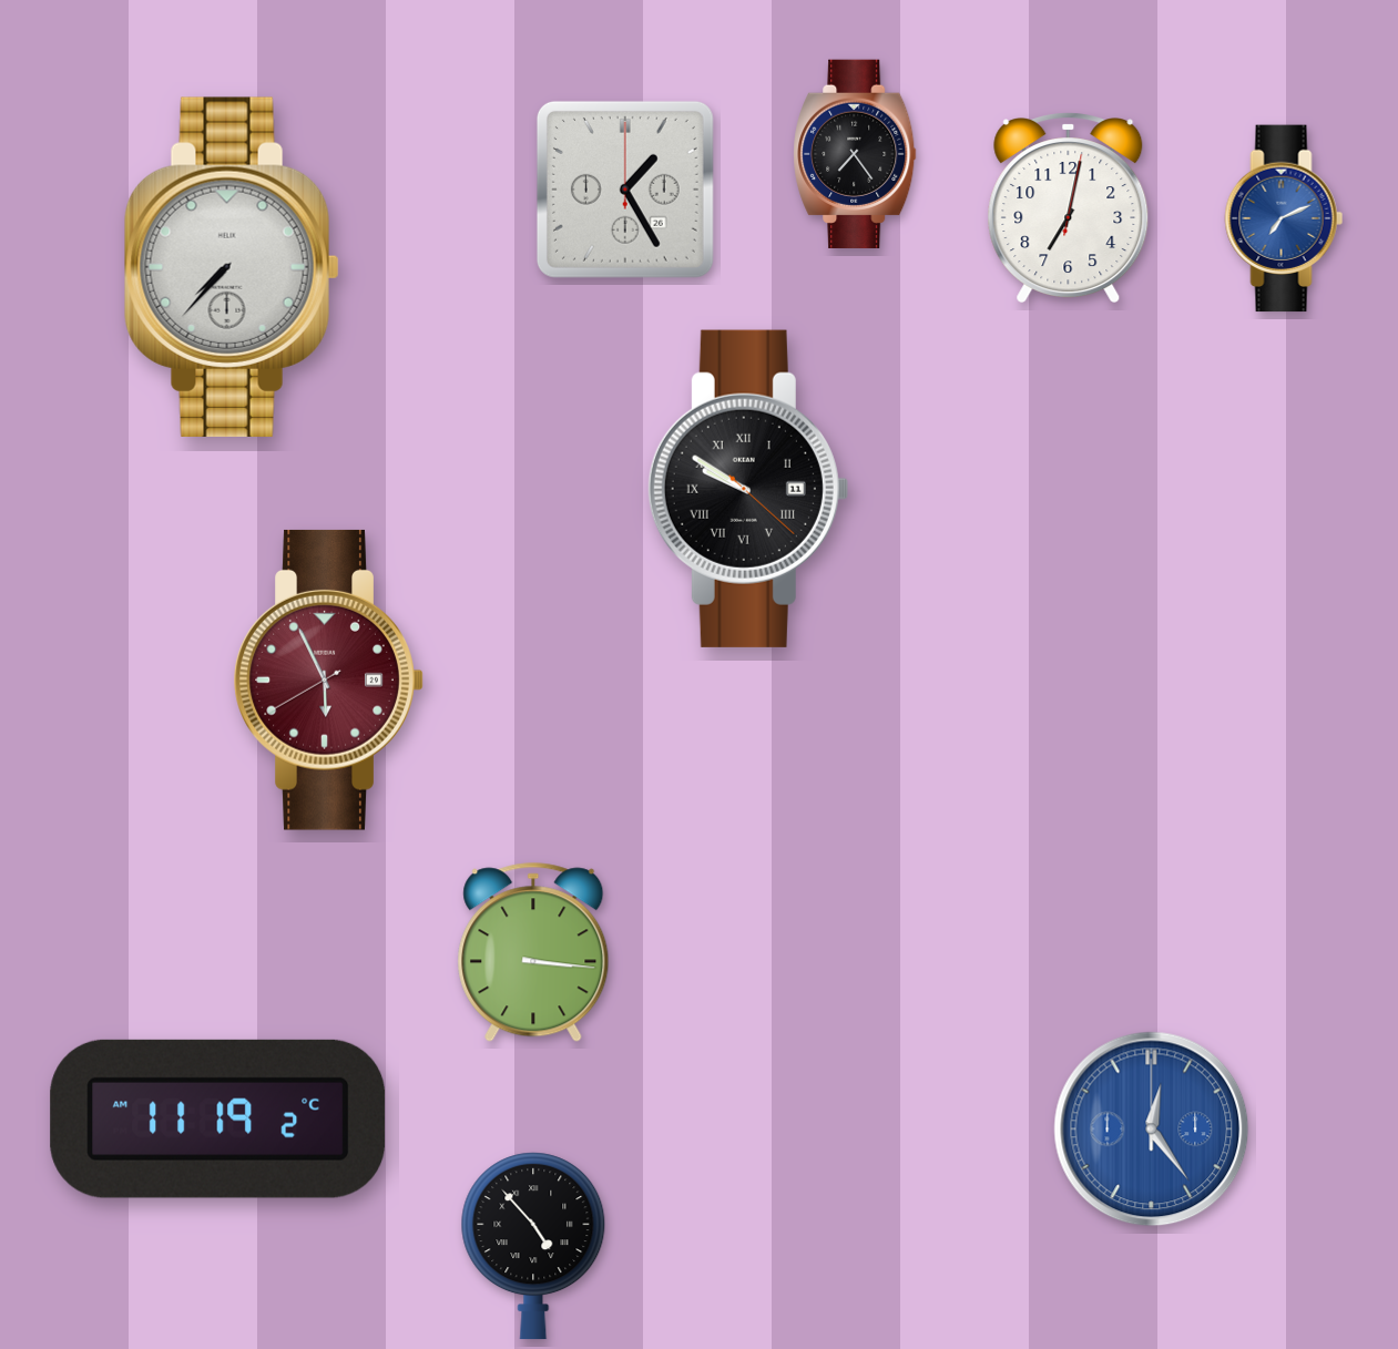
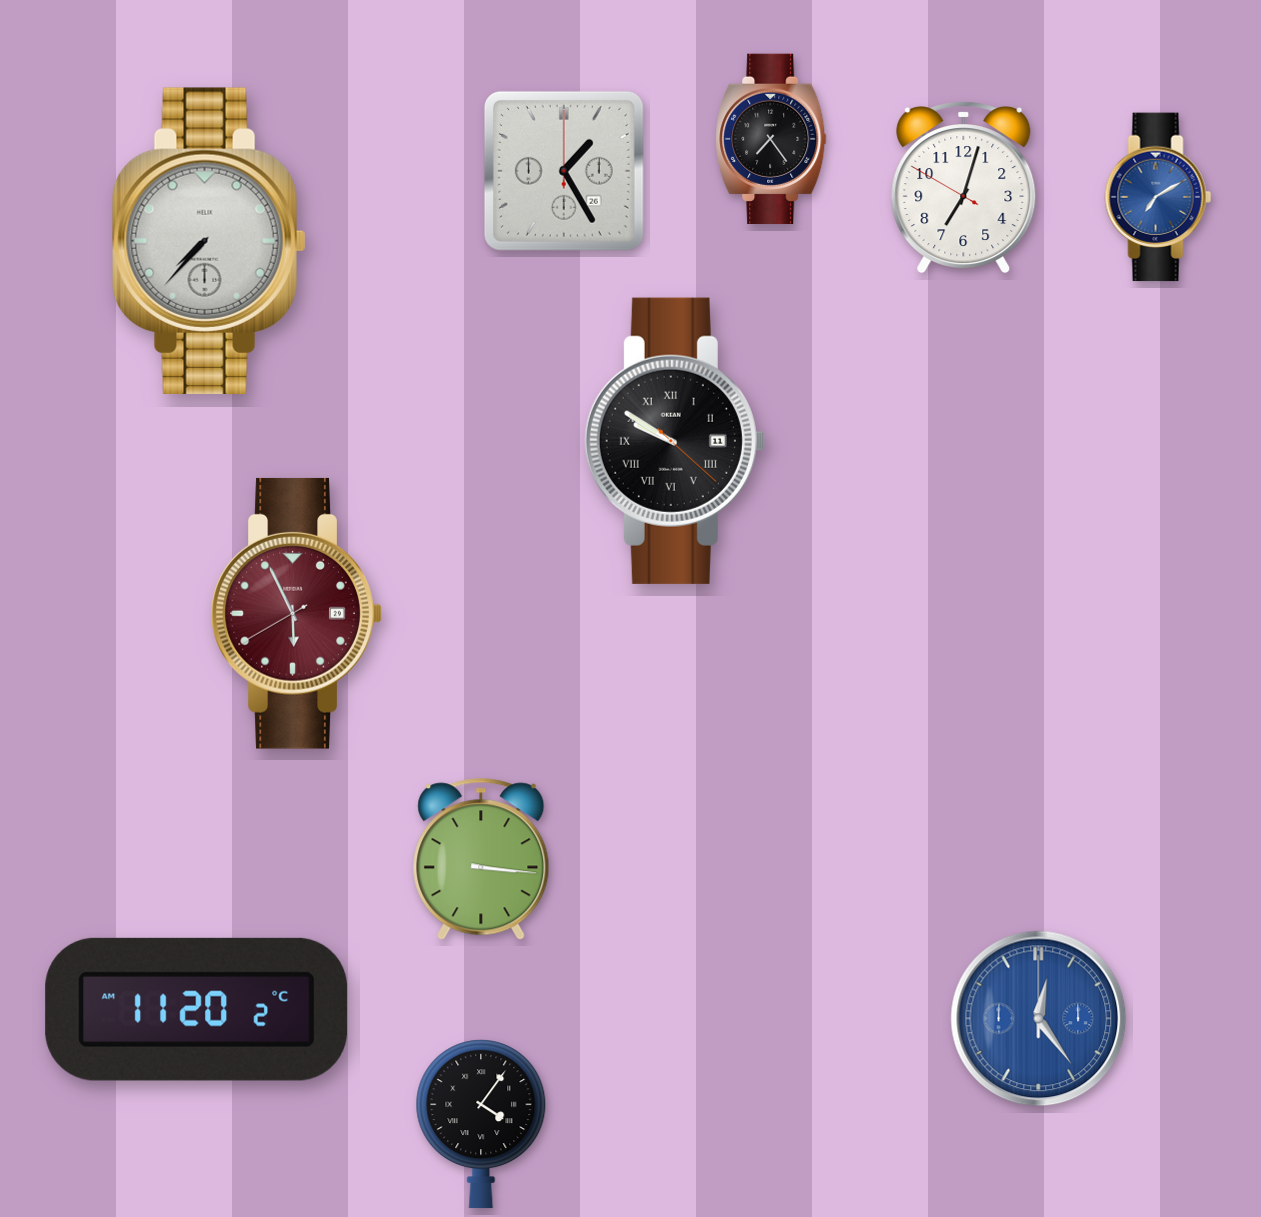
clock at (1069, 208): 7:02:02 -> 7:02:50
clock at (1284, 218): 7:11 -> 7:10
clock at (218, 1118): 11:19 -> 11:20
clock at (533, 1246): 4:53 -> 4:06
